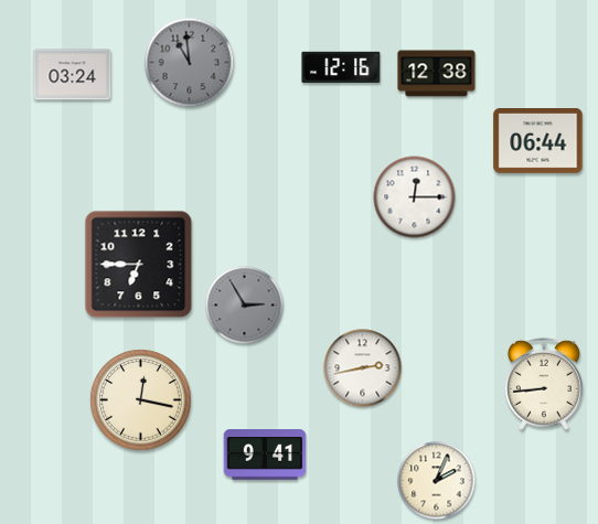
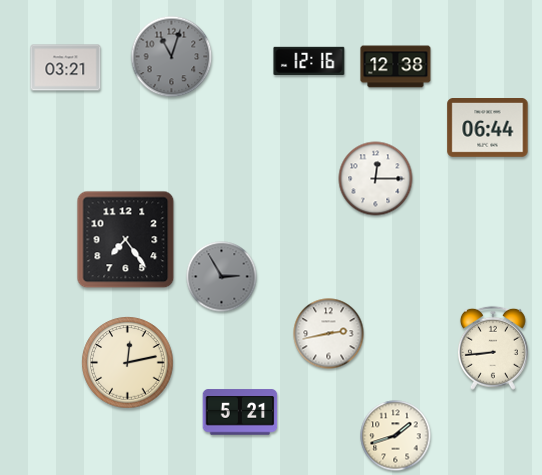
clock at (190, 63): 10:59 -> 11:03
clock at (73, 75): 03:24 -> 03:21
clock at (139, 265): 6:45 -> 7:24
clock at (141, 400): 12:17 -> 12:13
clock at (265, 455): 9:41 -> 5:21
clock at (437, 481): 2:04 -> 1:42
